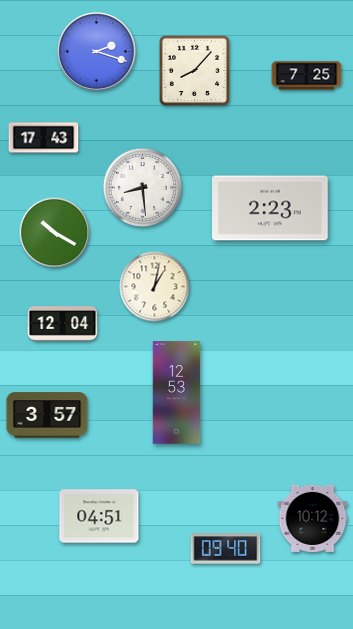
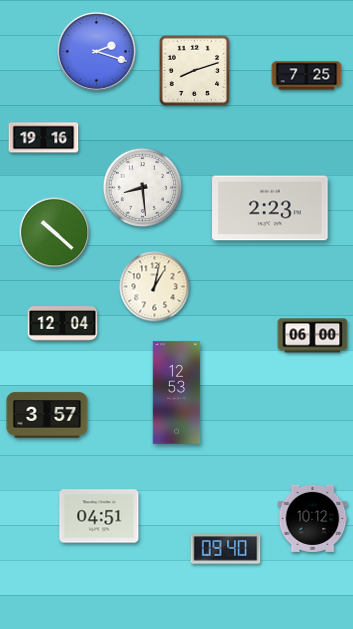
clock at (194, 70): 8:07 -> 8:12
clock at (44, 138): 17:43 -> 19:16
clock at (55, 233): 10:20 -> 10:22
clock at (313, 336): none -> 06:00
